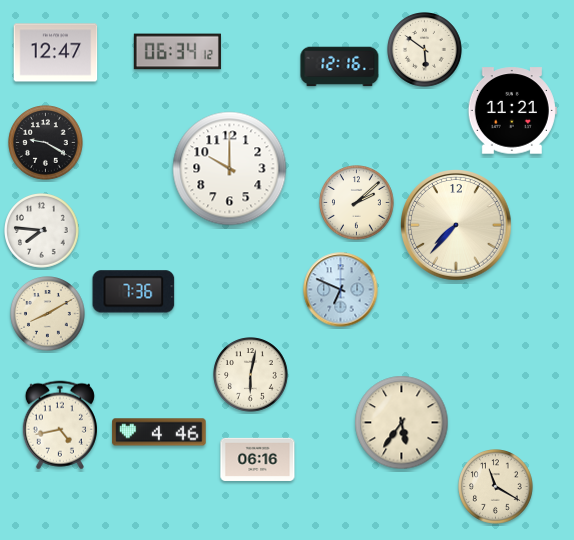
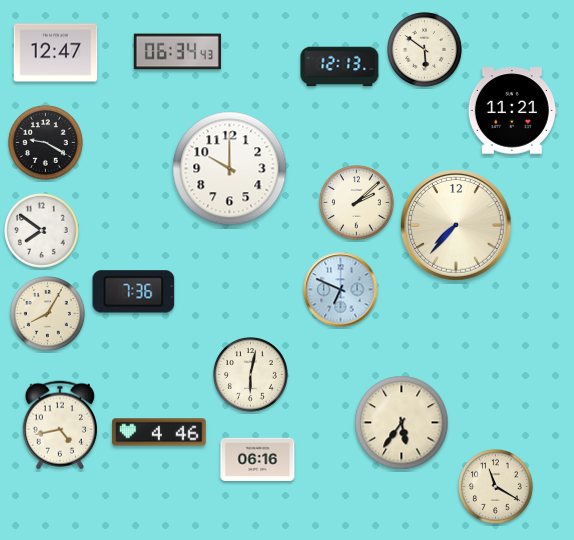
clock at (177, 52): 06:34:12 -> 06:34:43
clock at (340, 67): 12:16 -> 12:13
clock at (42, 231): 7:46 -> 7:51
clock at (48, 314): 8:10 -> 8:05
